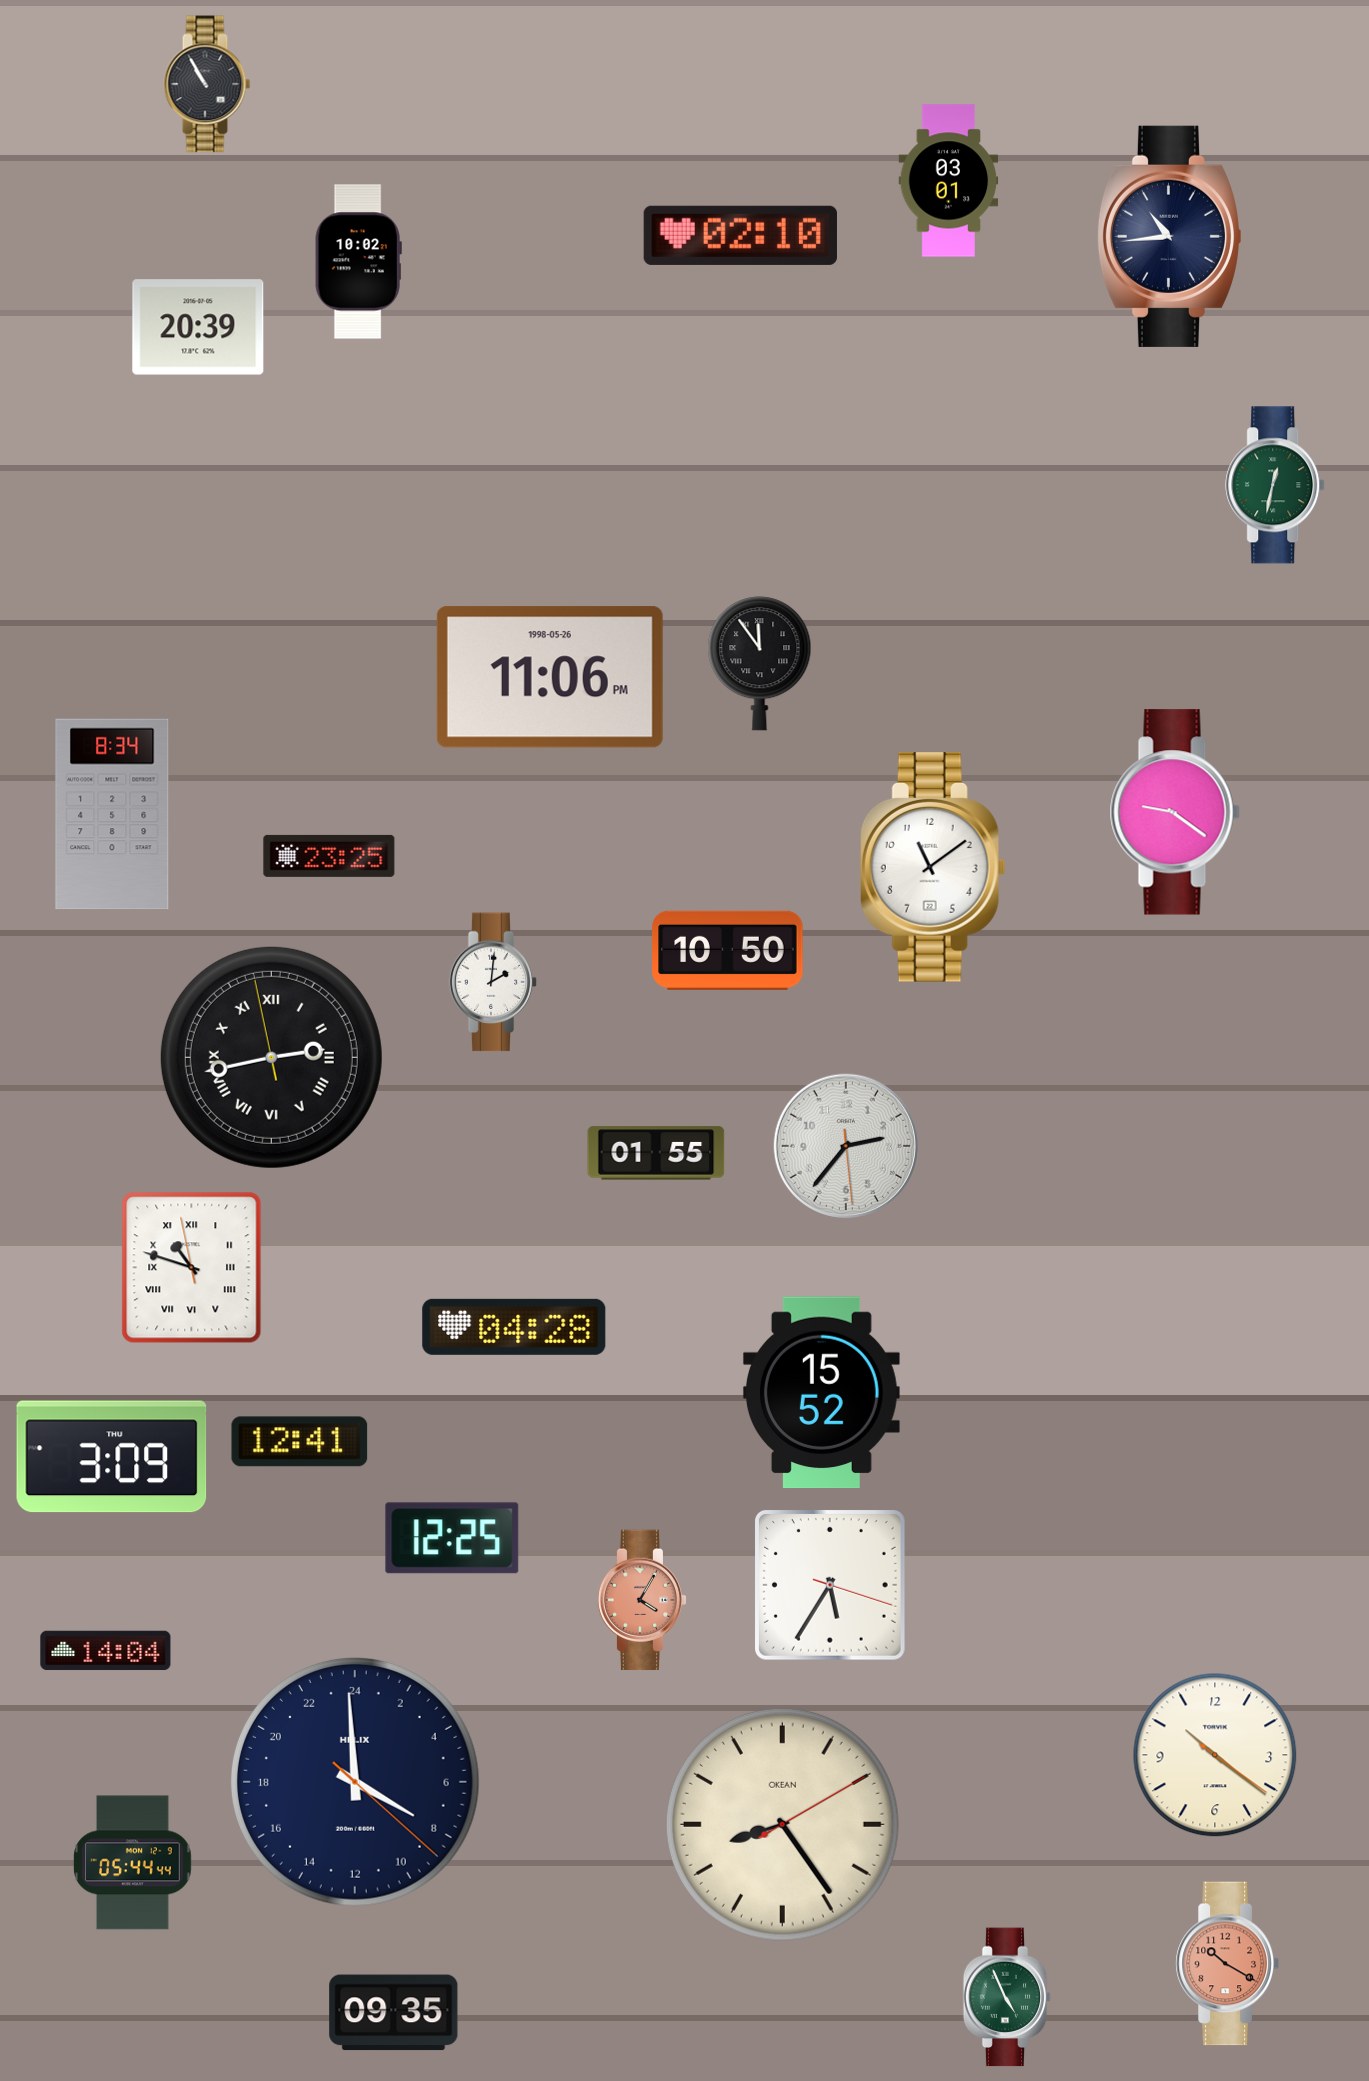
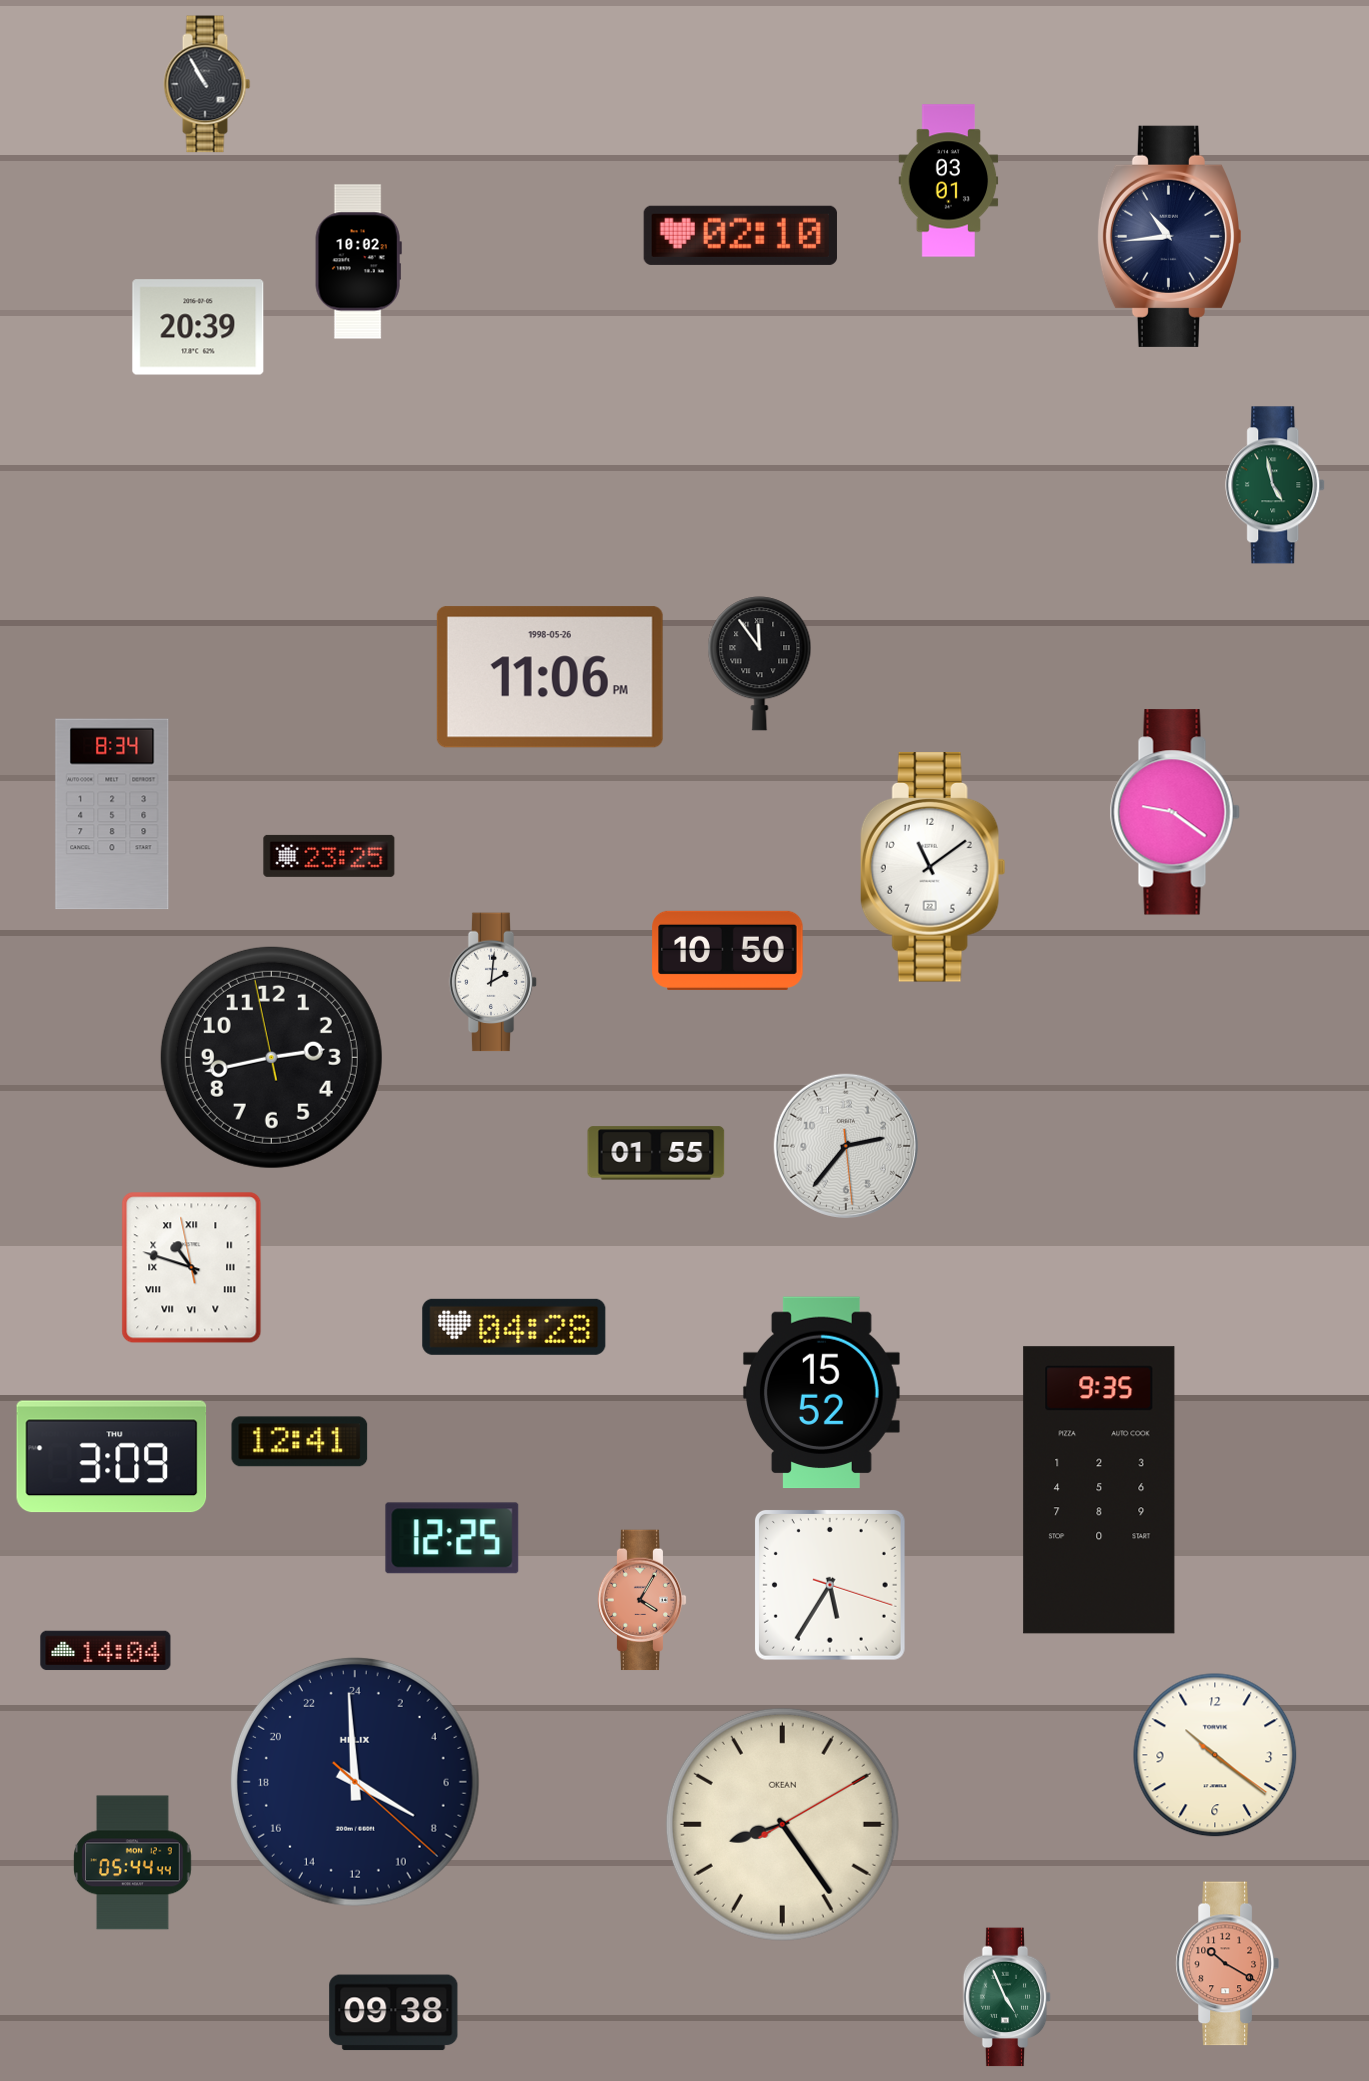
clock at (1276, 485): 12:32 -> 4:58
clock at (271, 1057) numerals: Roman -> Arabic
clock at (1099, 1490): none -> 9:35
clock at (394, 2013): 09:35 -> 09:38
